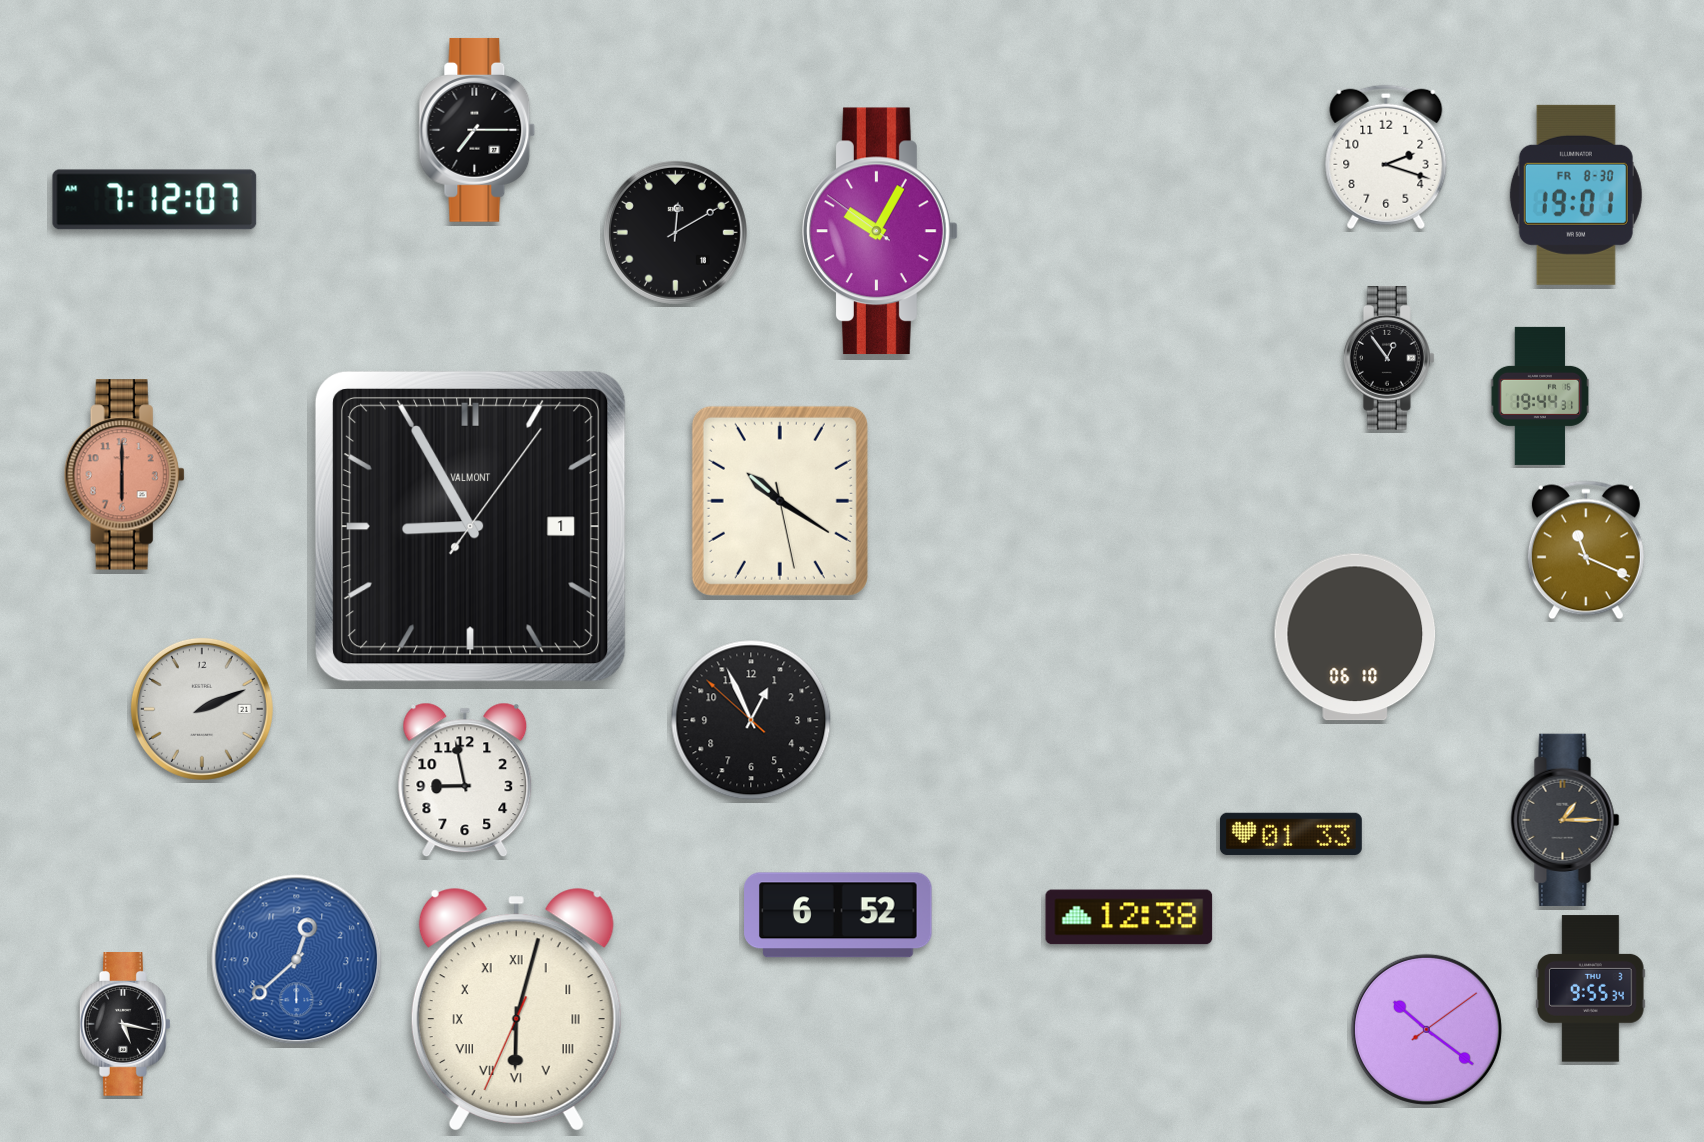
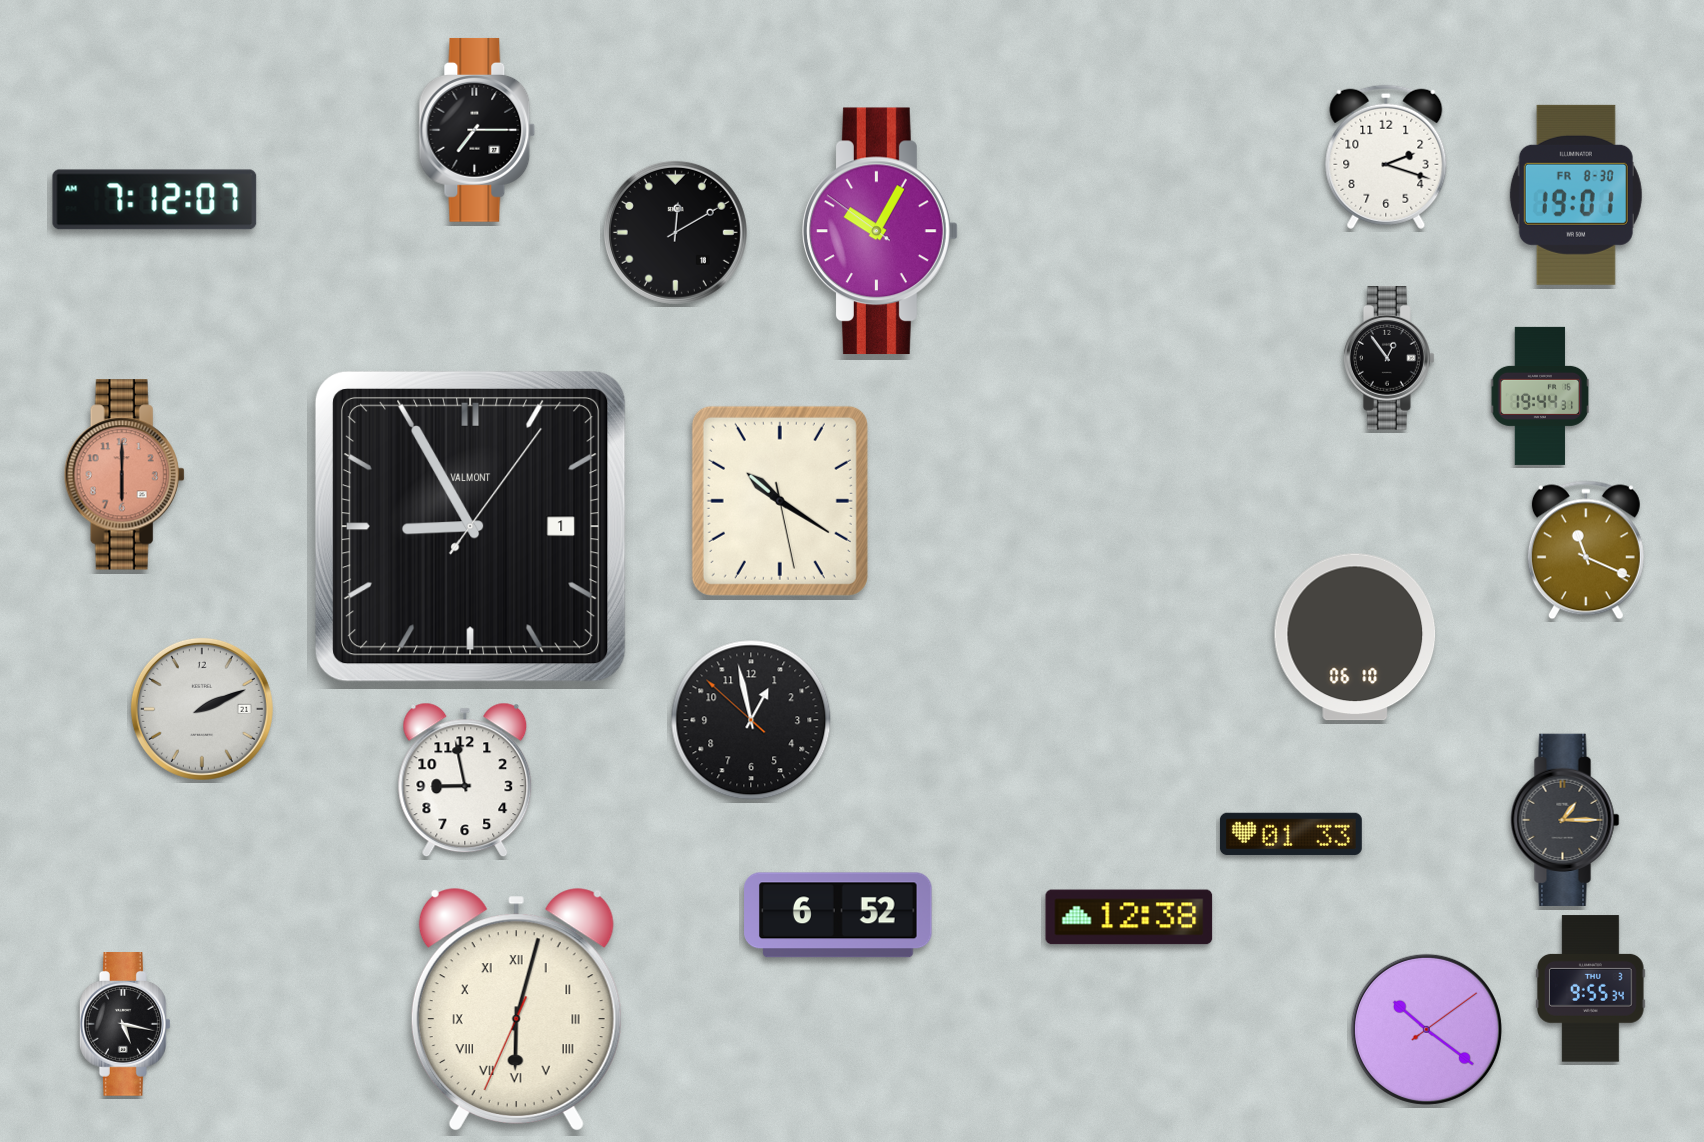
clock at (751, 720): 12:55 -> 12:57
clock at (297, 960): 12:38 -> none
